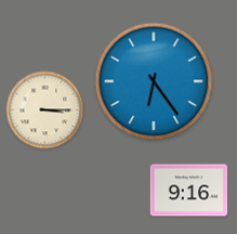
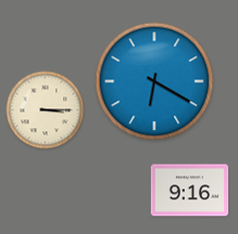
clock at (154, 81): 6:24 -> 6:20
